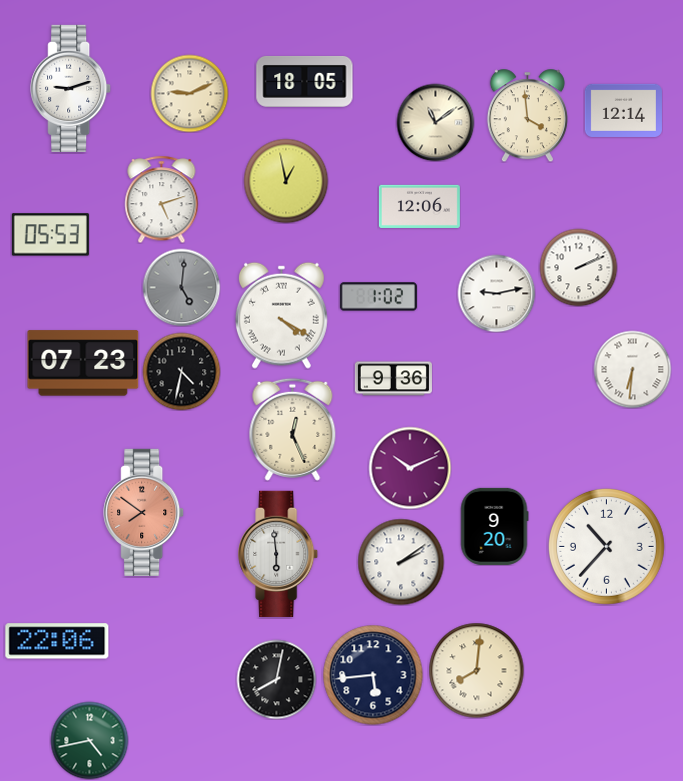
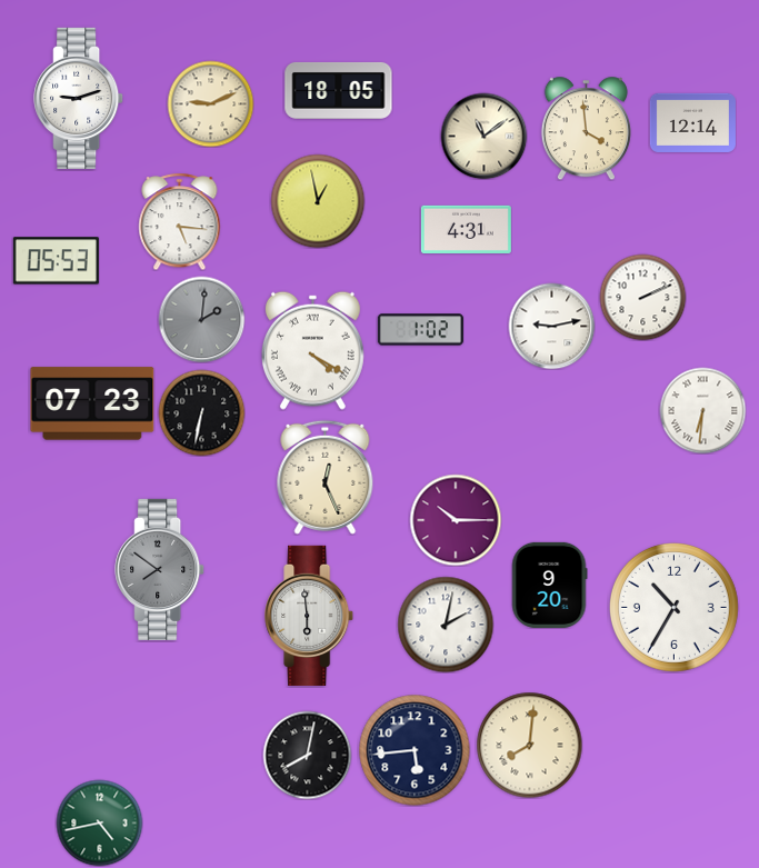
clock at (162, 199): 5:12 -> 5:16
clock at (419, 206): 12:06 -> 4:31
clock at (181, 287): 5:01 -> 2:01
clock at (181, 371): 4:32 -> 6:32
clock at (393, 379): 9:36 -> none
clock at (410, 468): 10:11 -> 10:15
clock at (144, 512) dial: salmon -> grey
clock at (607, 547): 10:37 -> 10:35
clock at (401, 562): 2:09 -> 2:02
clock at (57, 641): 22:06 -> none
